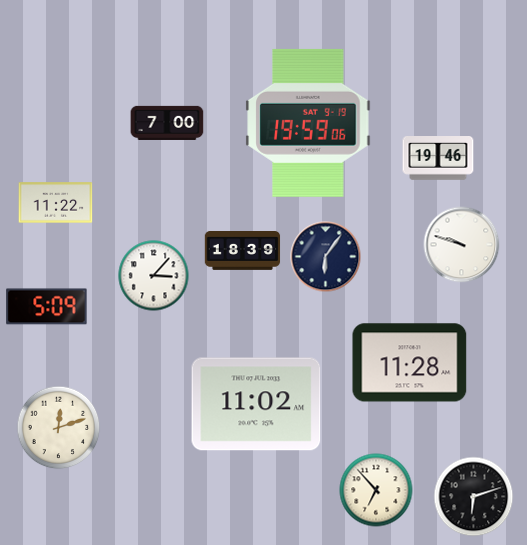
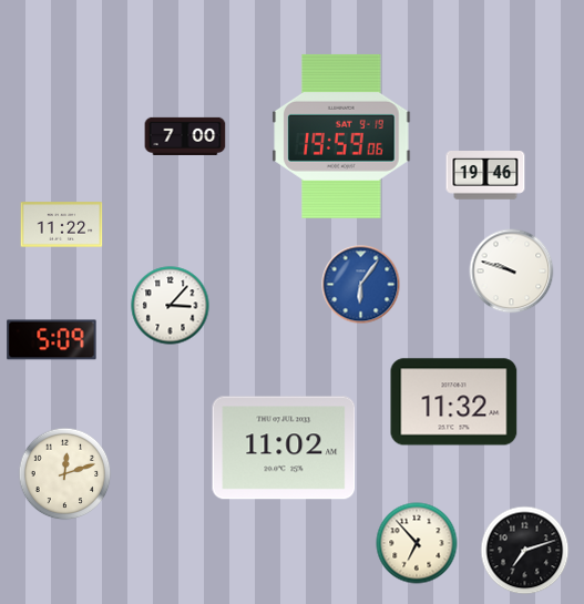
clock at (243, 251): 18:39 -> none
clock at (326, 257) dial: navy -> blue
clock at (410, 363): 11:28 -> 11:32
clock at (474, 497): 6:12 -> 7:12
